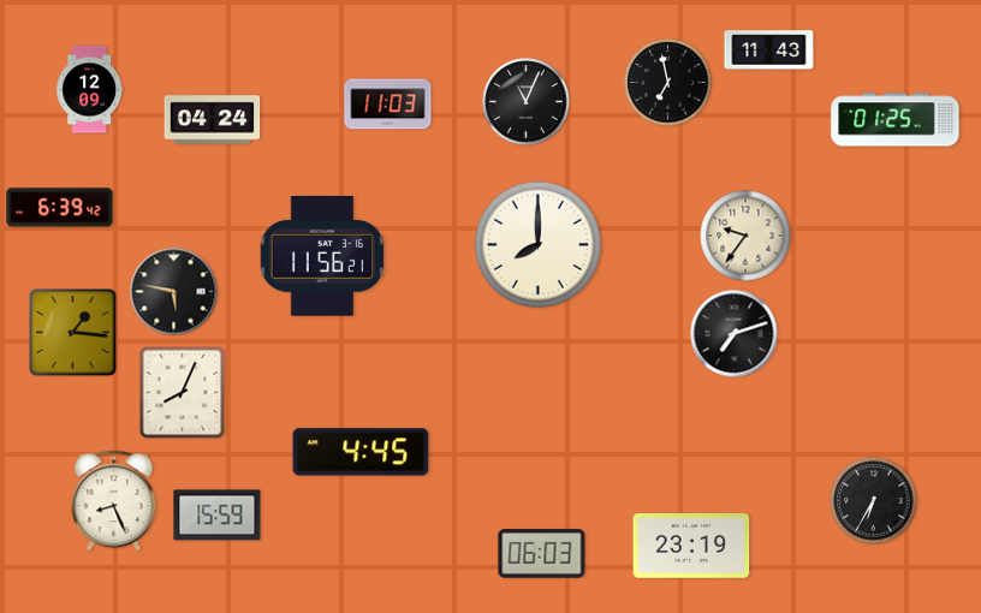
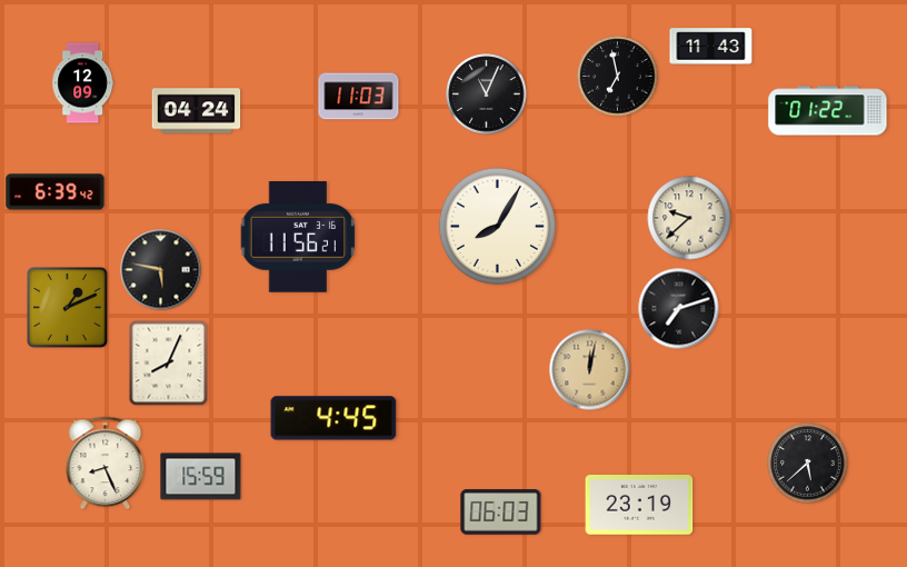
clock at (896, 120): 01:25 -> 01:22
clock at (745, 236): 9:36 -> 9:38
clock at (537, 244): 8:00 -> 8:05
clock at (73, 333): 1:16 -> 1:11
clock at (590, 370): none -> 12:02
clock at (874, 501): 6:35 -> 5:38
